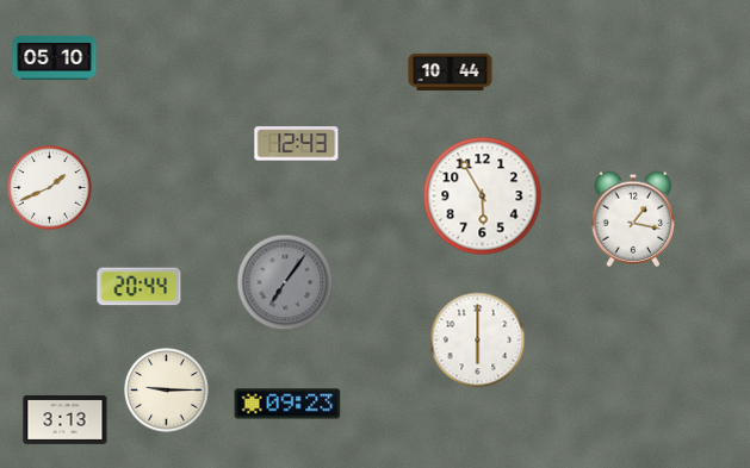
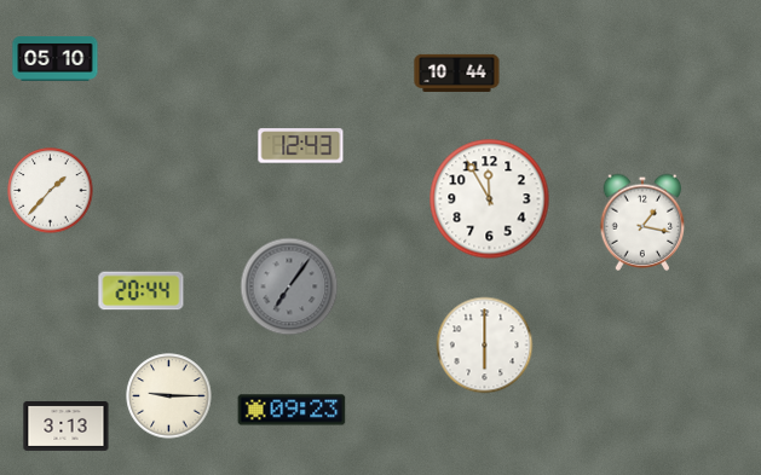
clock at (50, 188): 1:41 -> 1:37
clock at (483, 196): 5:55 -> 11:55
